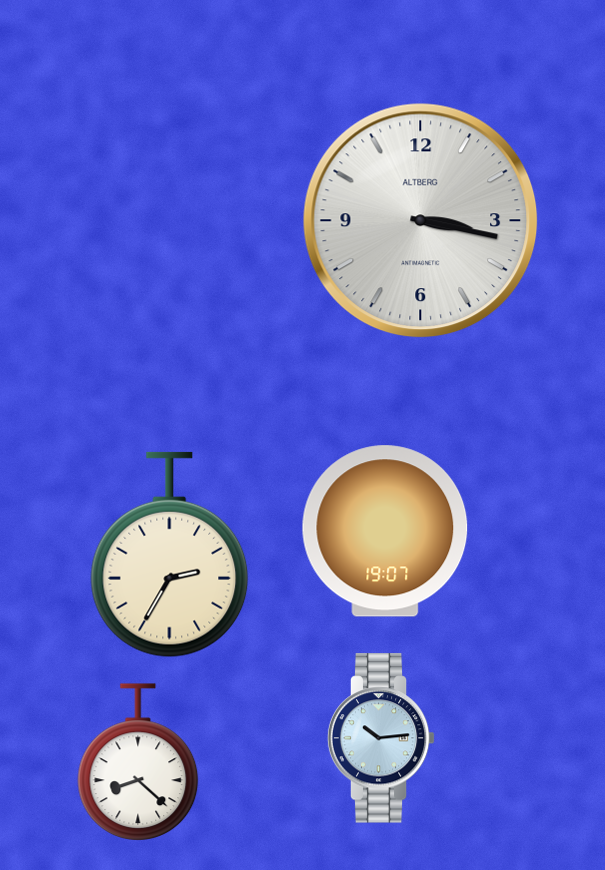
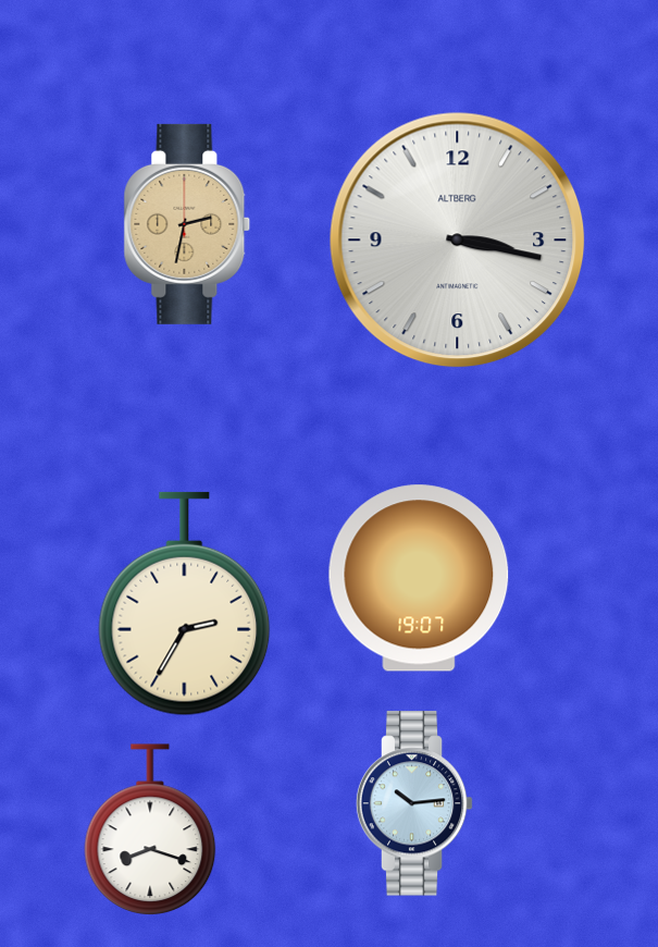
clock at (187, 224): none -> 2:32
clock at (138, 762): 8:22 -> 8:18
